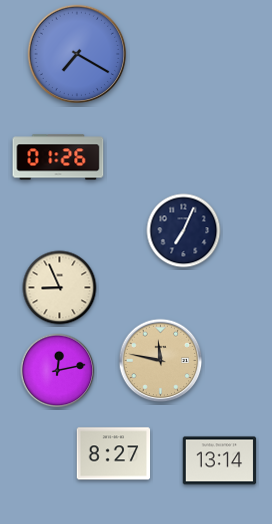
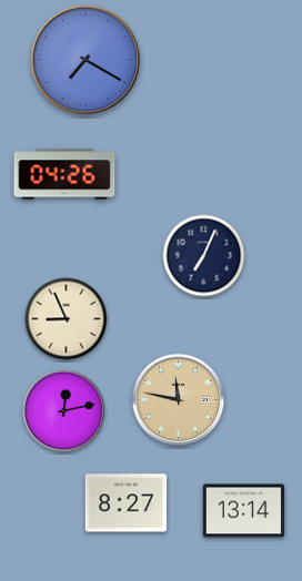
clock at (58, 157): 01:26 -> 04:26
